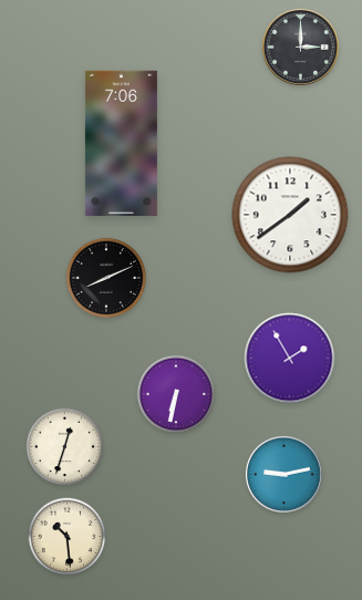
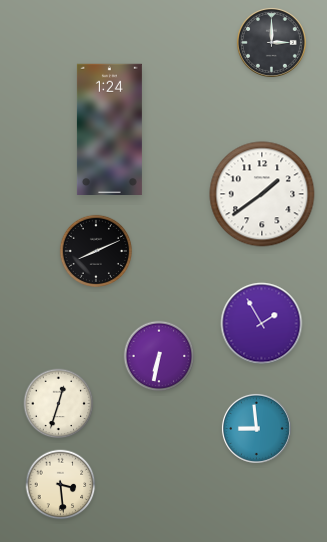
clock at (121, 144): 7:06 -> 1:24
clock at (283, 474): 9:13 -> 8:59
clock at (68, 537): 10:29 -> 3:29
